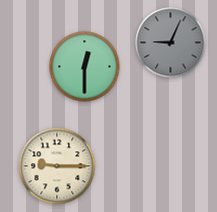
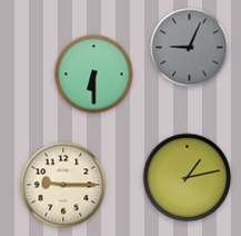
clock at (85, 67): 12:30 -> 6:30
clock at (188, 178): none -> 1:13
